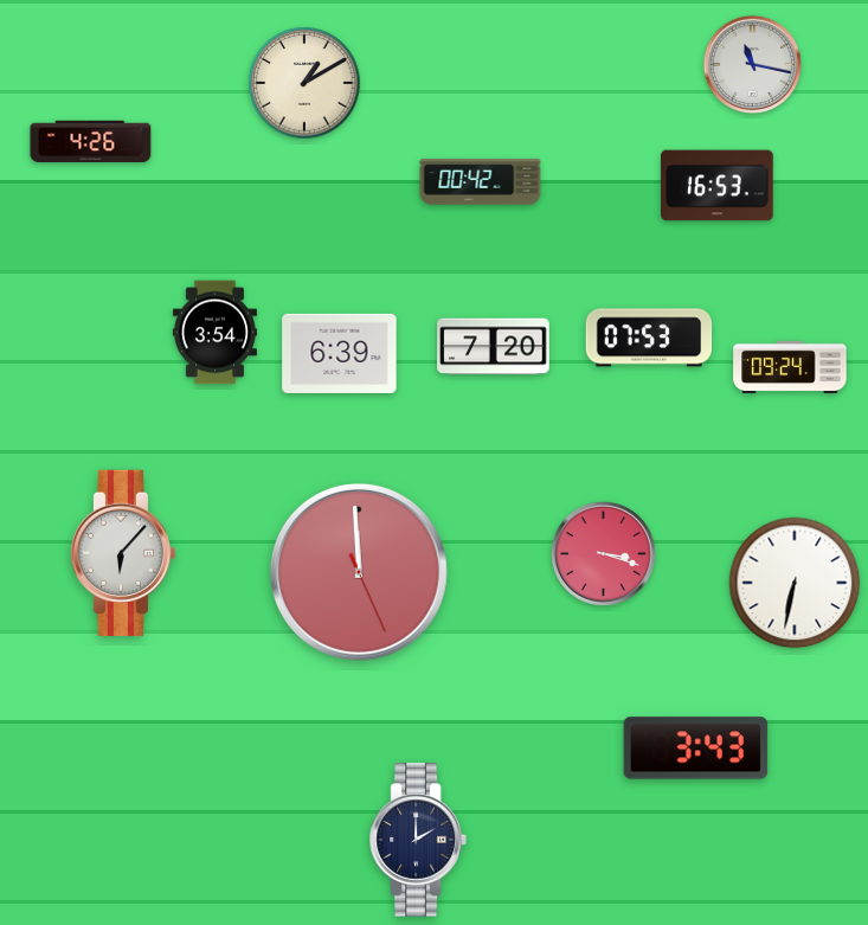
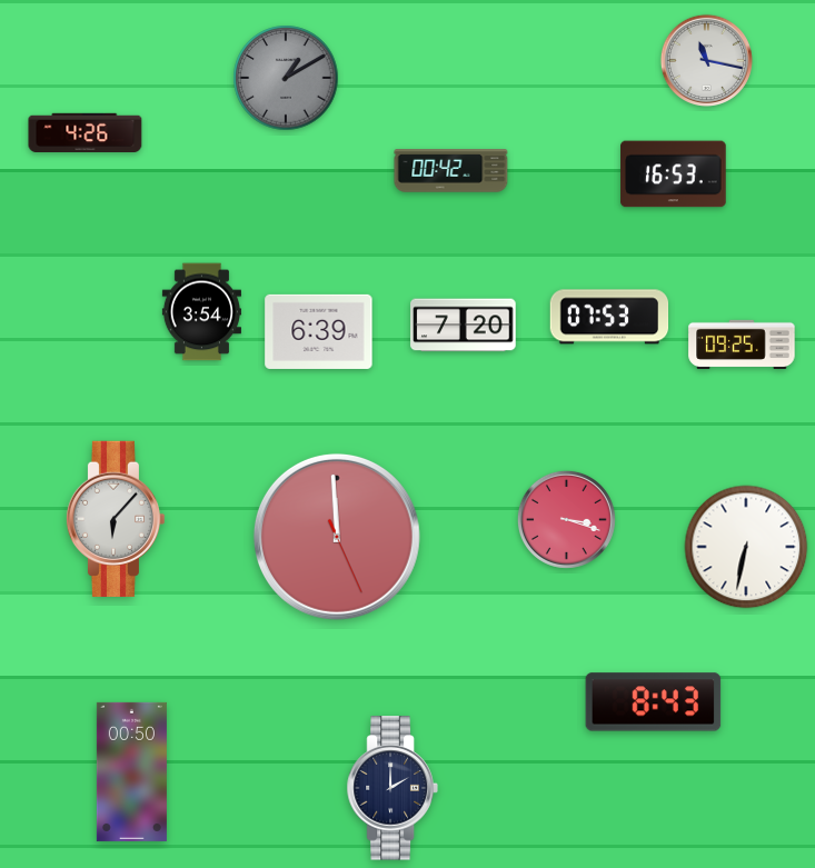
clock at (304, 83) dial: cream -> grey
clock at (790, 367): 09:24 -> 09:25
clock at (696, 749): 3:43 -> 8:43
clock at (131, 771): none -> 00:50
